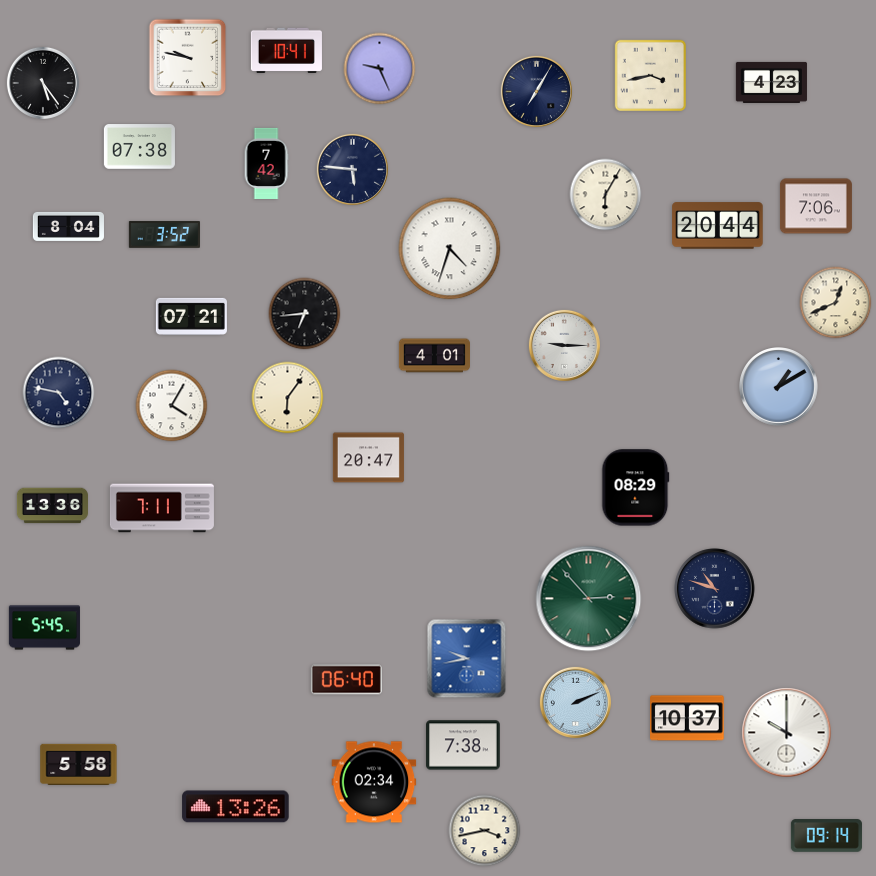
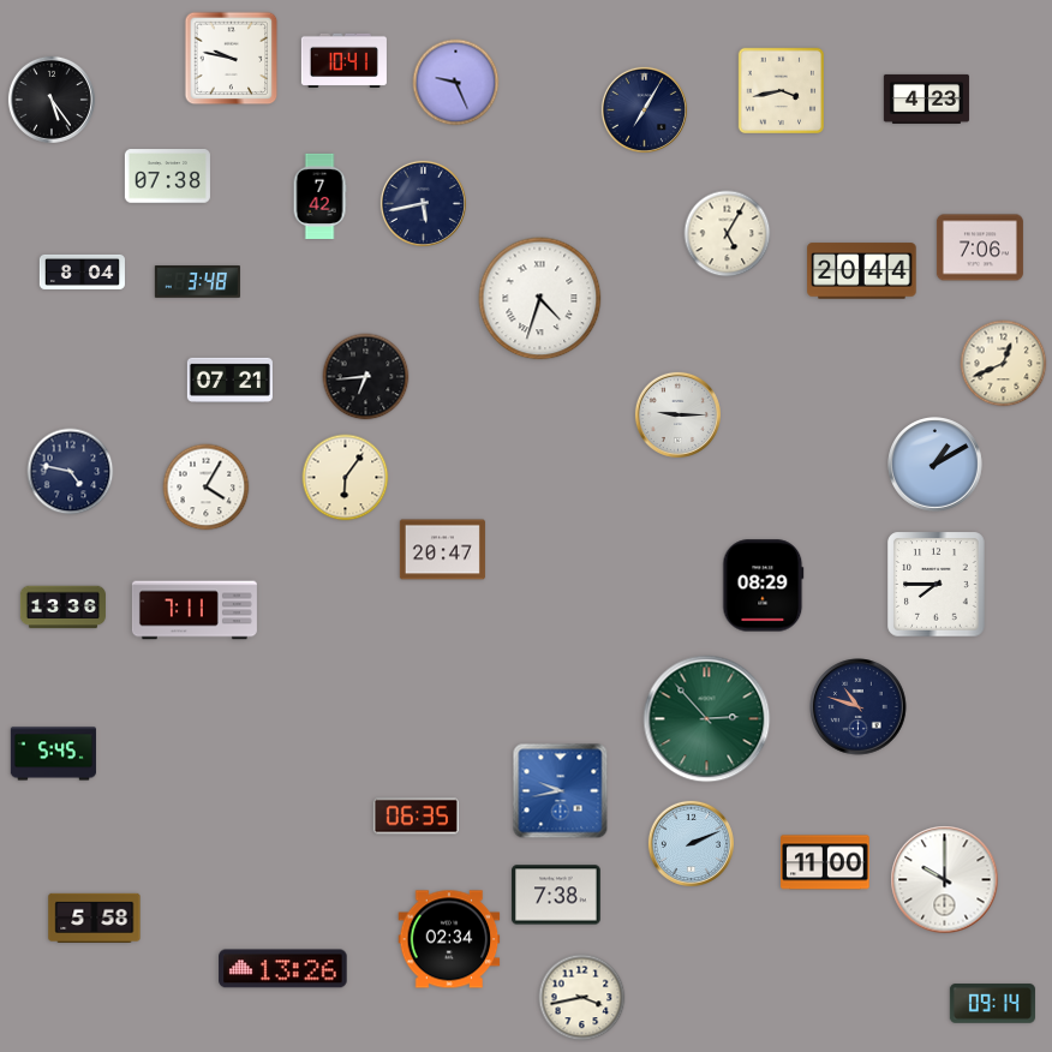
clock at (188, 58) position: (188, 58) -> (232, 59)
clock at (352, 169): 5:46 -> 5:43
clock at (606, 195): 6:05 -> 5:05
clock at (164, 235): 3:52 -> 3:48
clock at (434, 356): 4:01 -> none
clock at (937, 585): none -> 7:45
clock at (346, 680): 06:40 -> 06:35
clock at (687, 718): 10:37 -> 11:00
